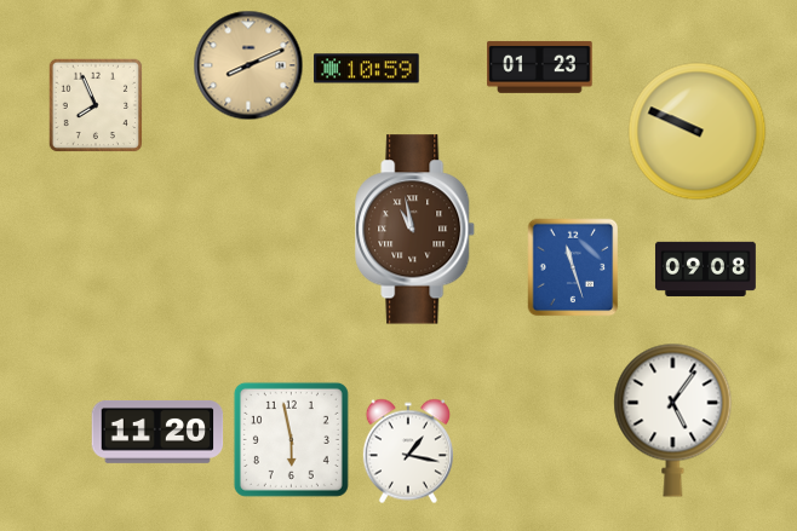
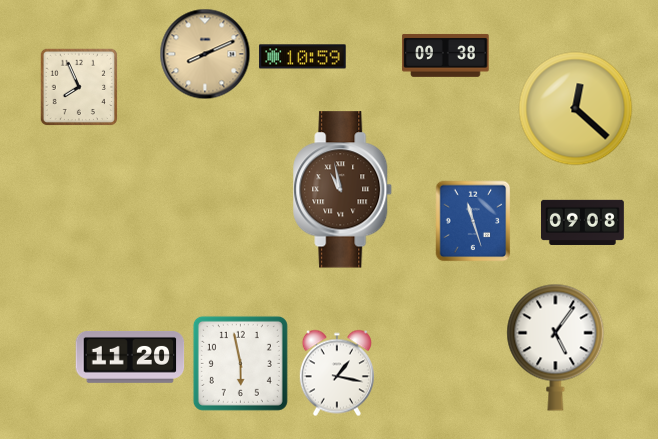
clock at (540, 68): 01:23 -> 09:38
clock at (698, 132): 9:49 -> 12:22
